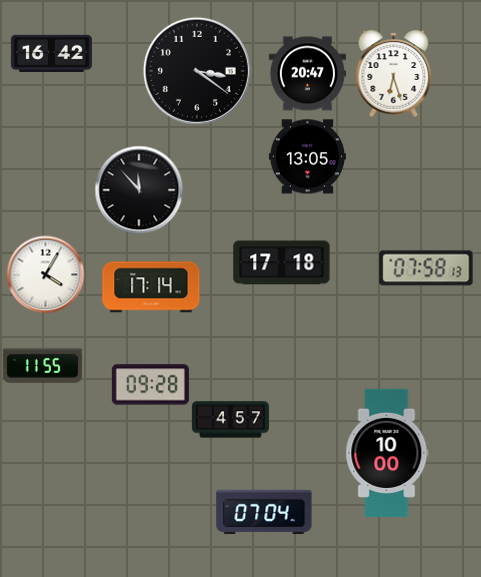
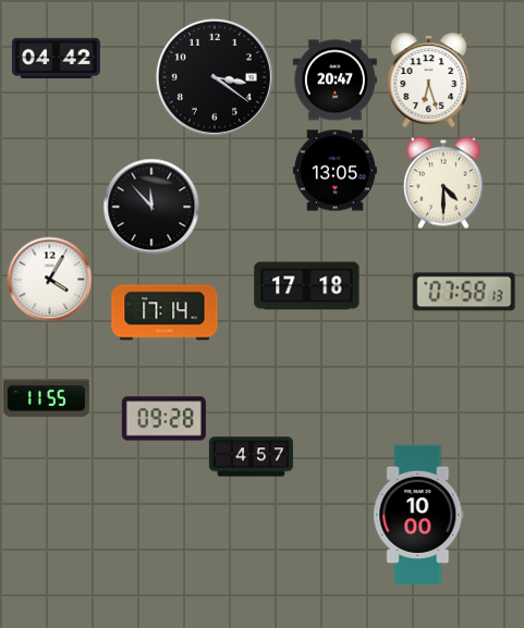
clock at (51, 53): 16:42 -> 04:42
clock at (443, 183): none -> 4:30
clock at (45, 274) position: (45, 274) -> (49, 279)
clock at (387, 453) position: (387, 453) -> (418, 515)
clock at (264, 511): 07:04 -> none
